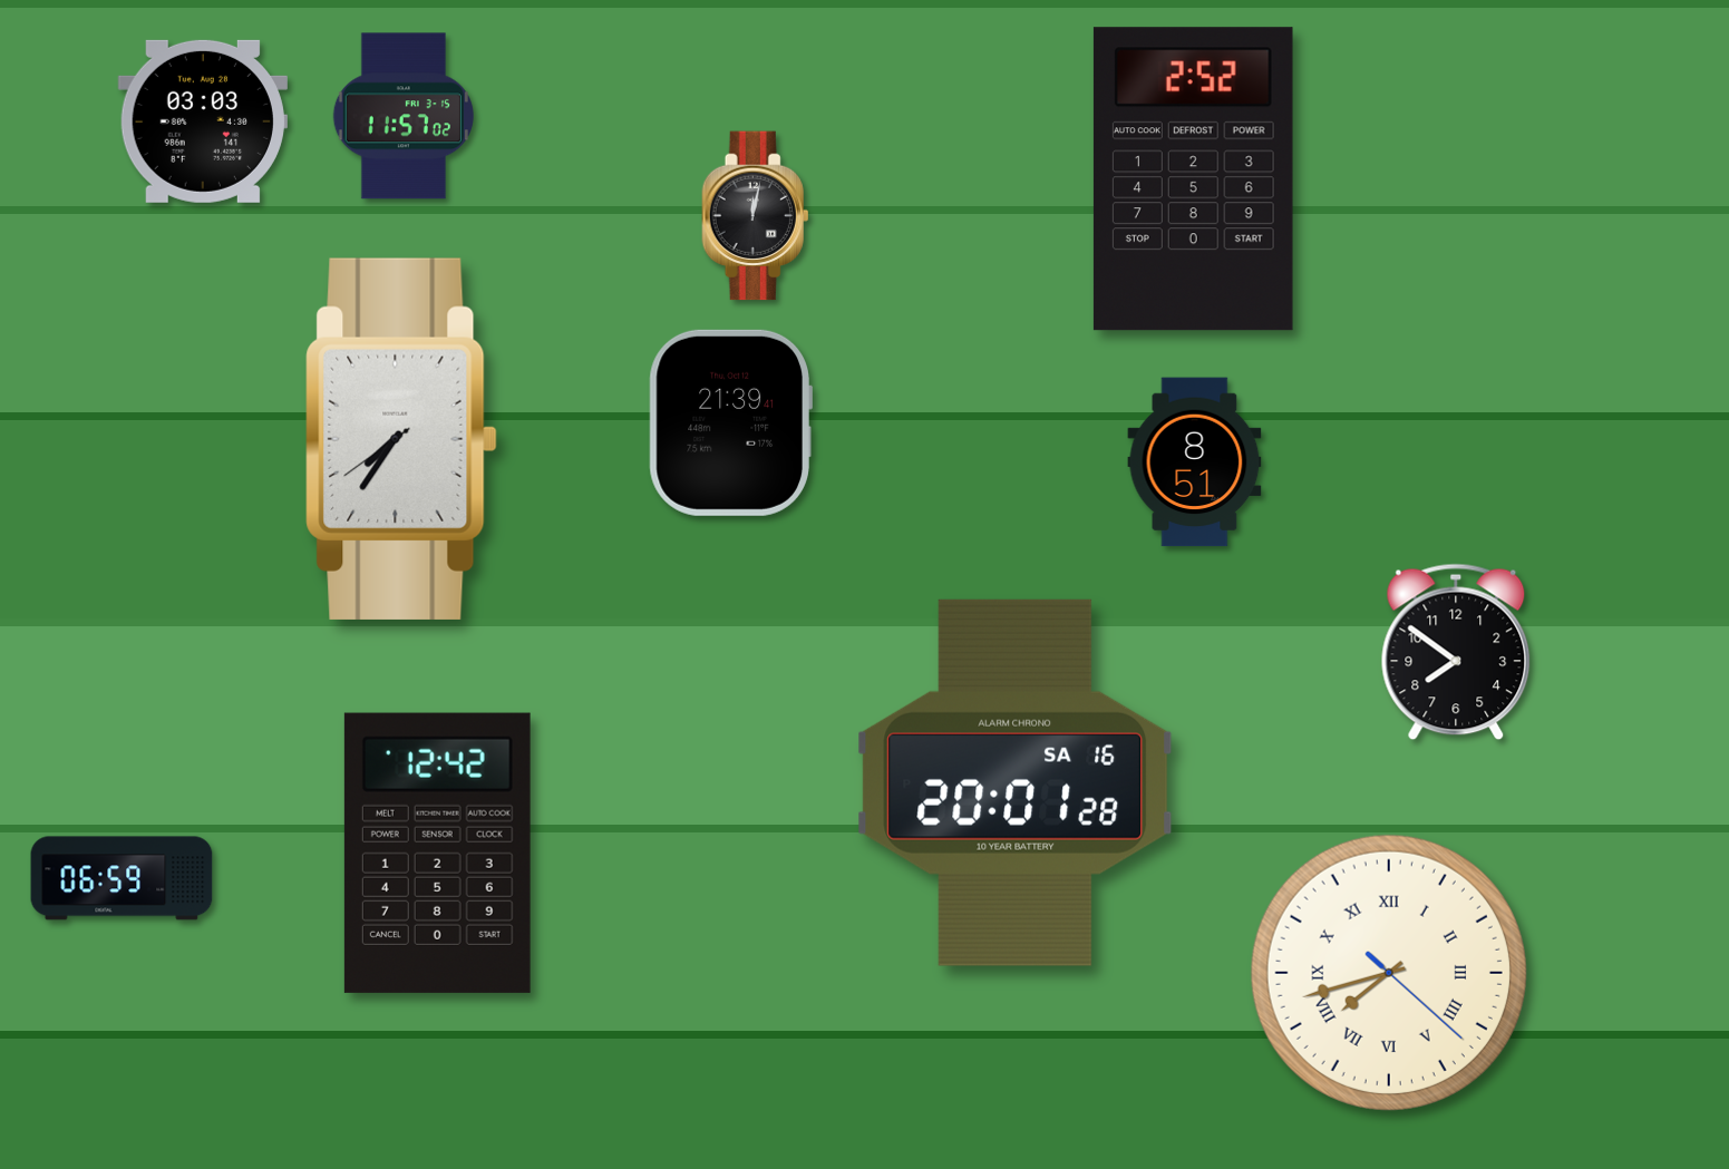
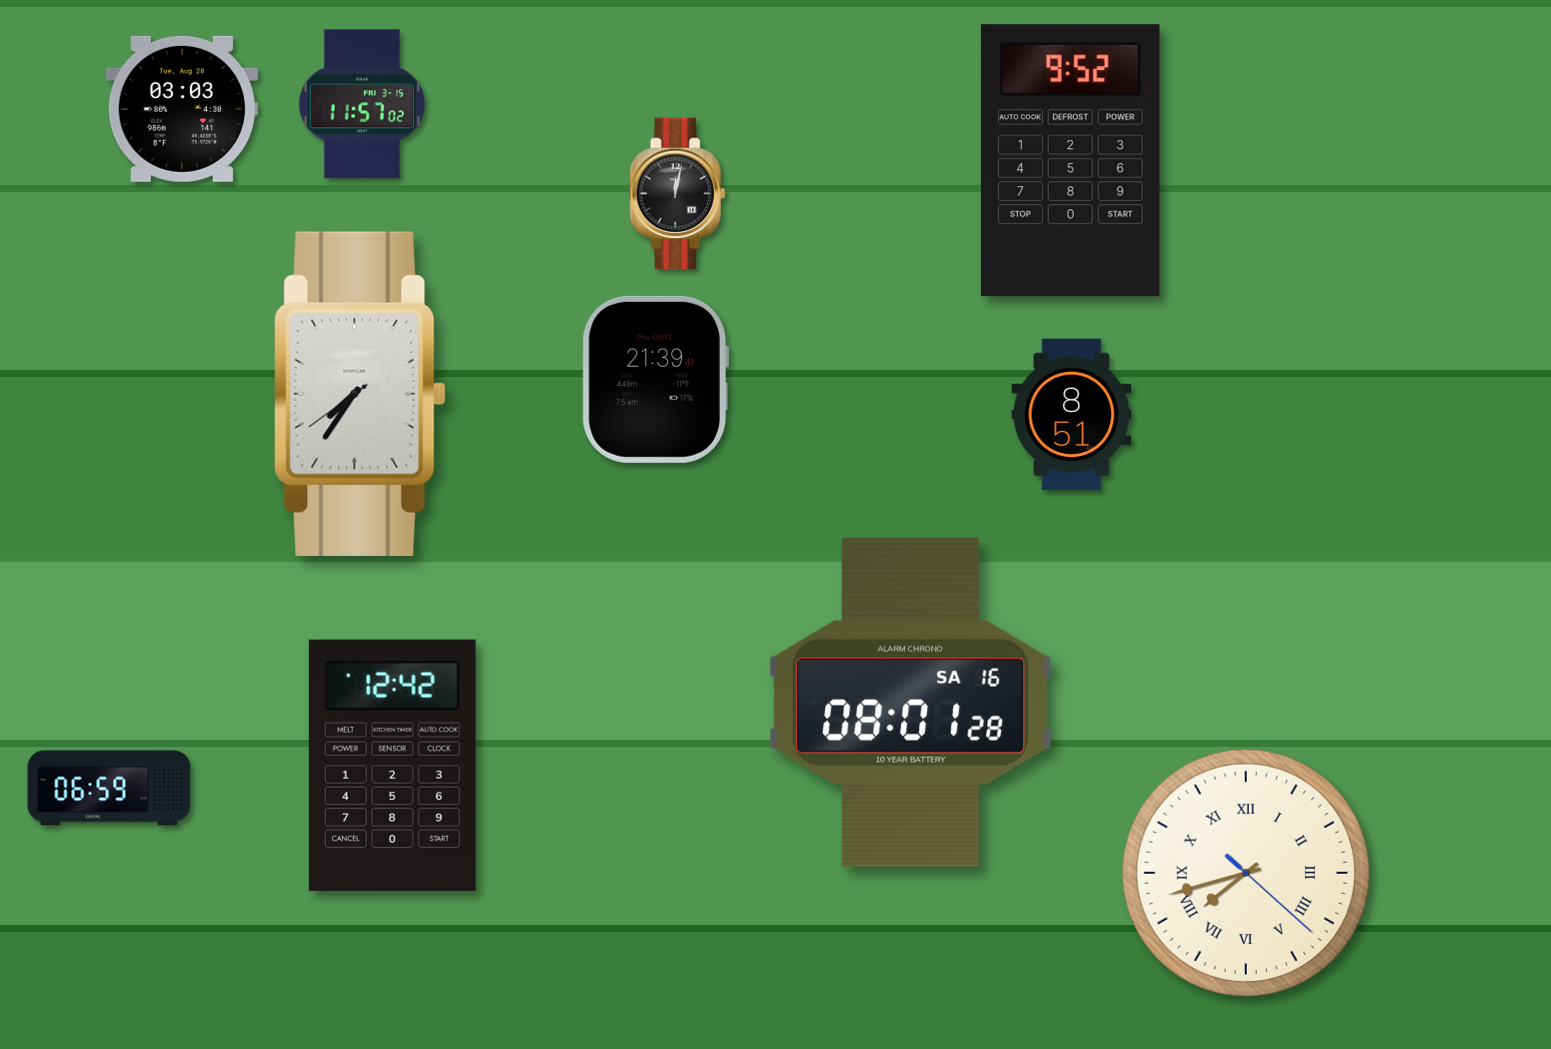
clock at (1193, 179): 2:52 -> 9:52
clock at (1456, 652): 7:51 -> none
clock at (1016, 782): 20:01 -> 08:01
